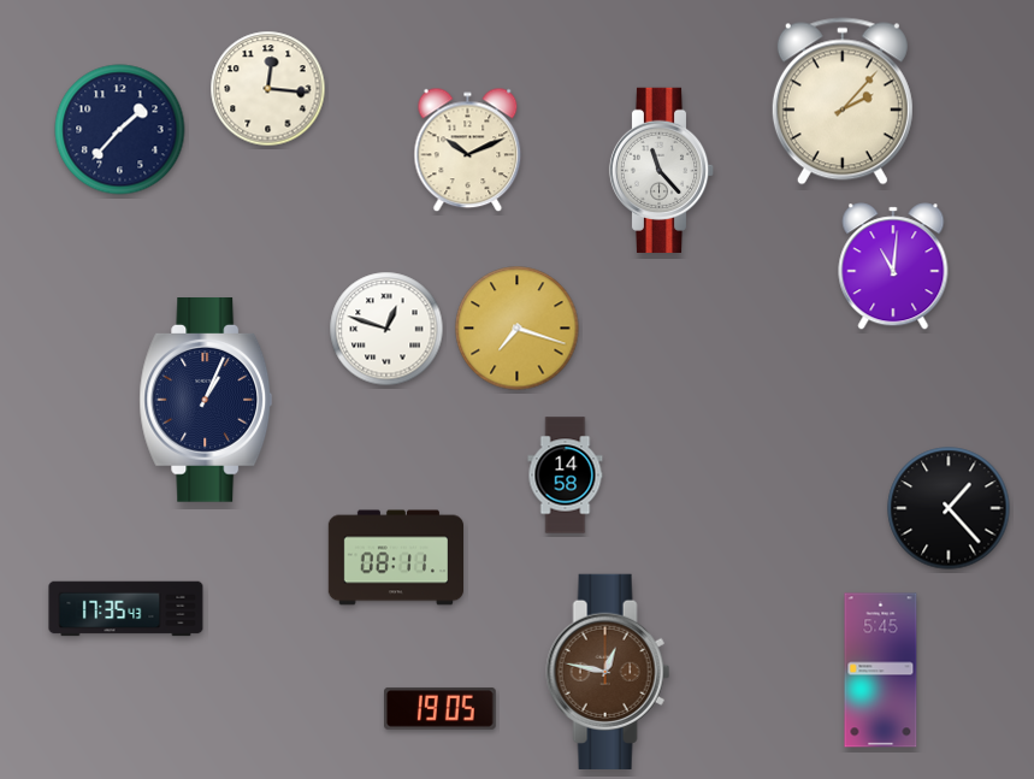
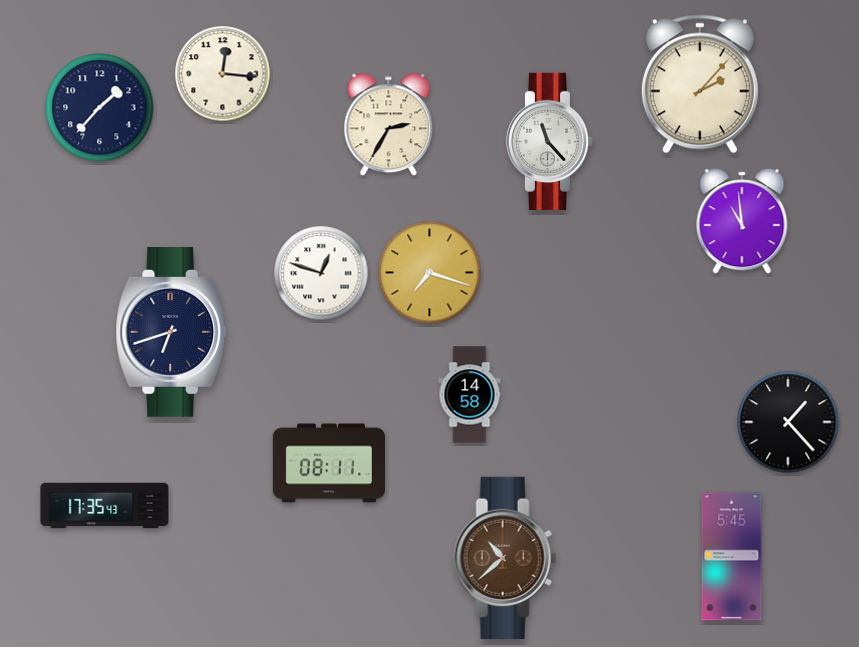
clock at (468, 151): 10:11 -> 2:35
clock at (893, 266): 11:01 -> 10:59
clock at (206, 401): 1:04 -> 6:42
clock at (608, 672): 12:47 -> 10:38
clock at (441, 708): 19:05 -> none
